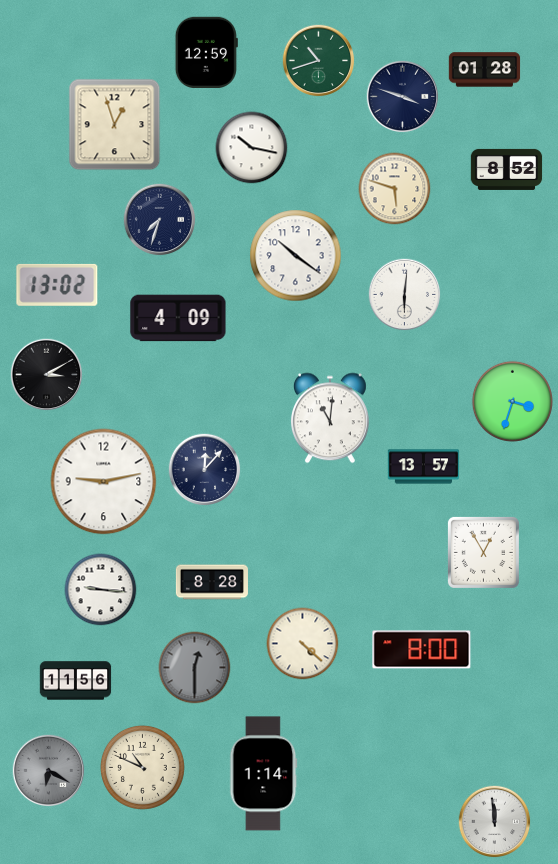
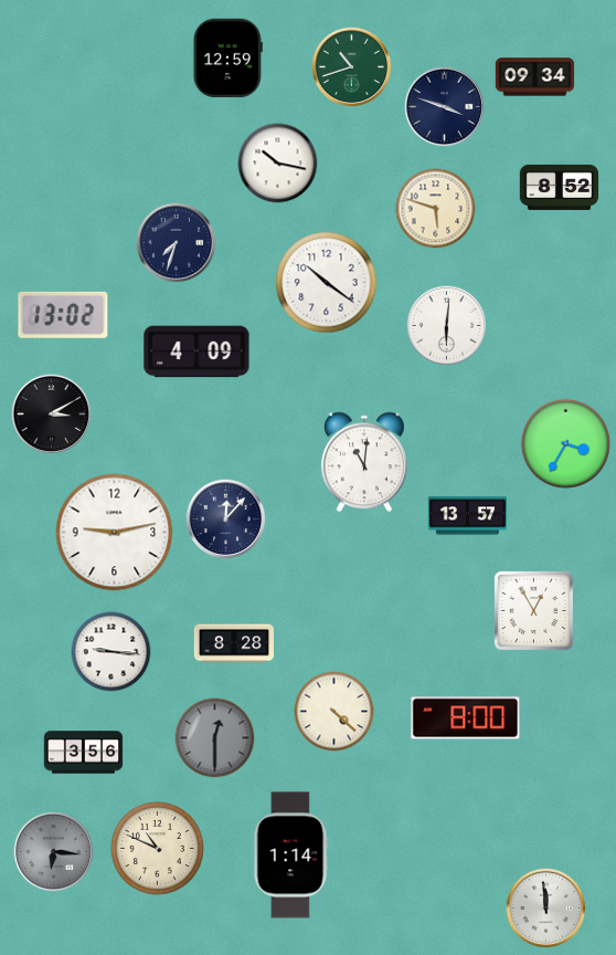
clock at (485, 70): 01:28 -> 09:34
clock at (115, 125): 12:57 -> none
clock at (512, 401): 3:33 -> 3:35
clock at (76, 681): 11:56 -> 3:56
clock at (49, 771): 6:20 -> 6:16
